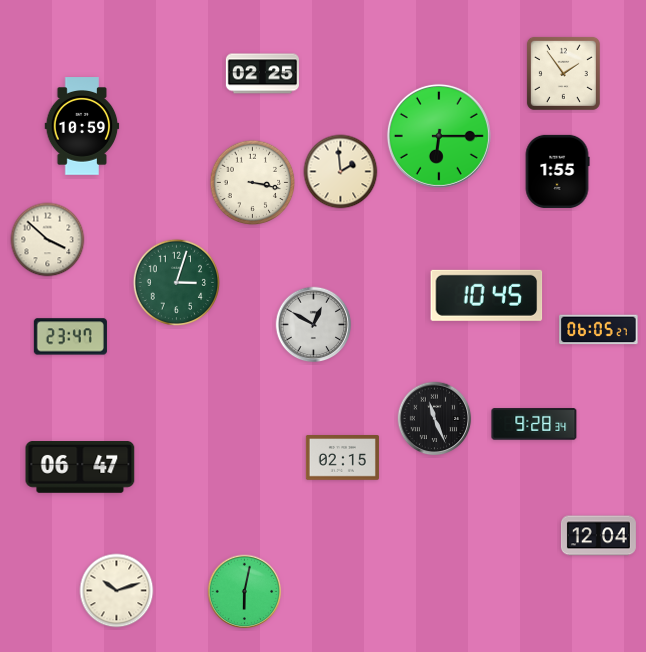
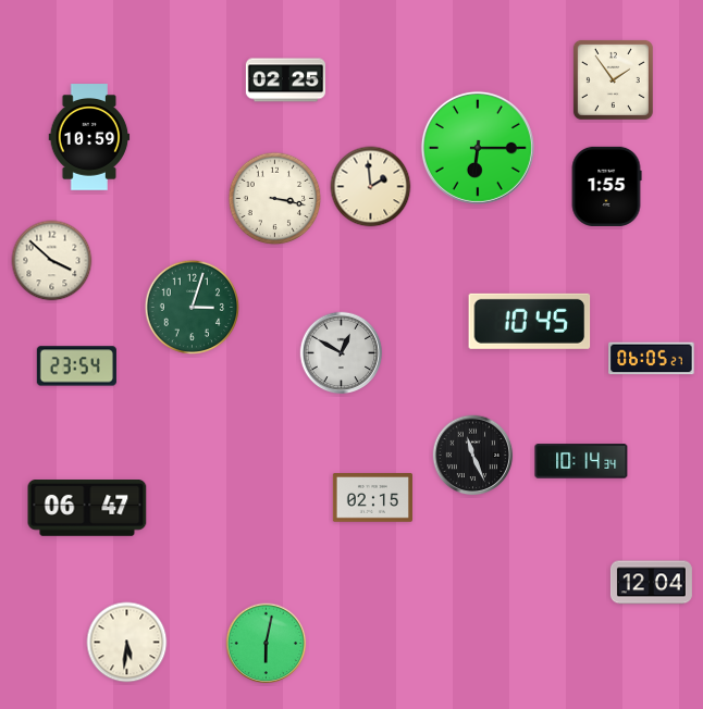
clock at (70, 337): 23:47 -> 23:54
clock at (534, 424): 9:28 -> 10:14
clock at (117, 591): 10:12 -> 5:31
